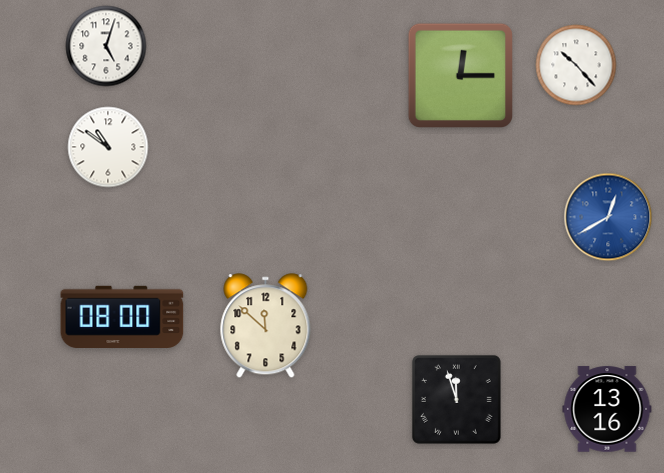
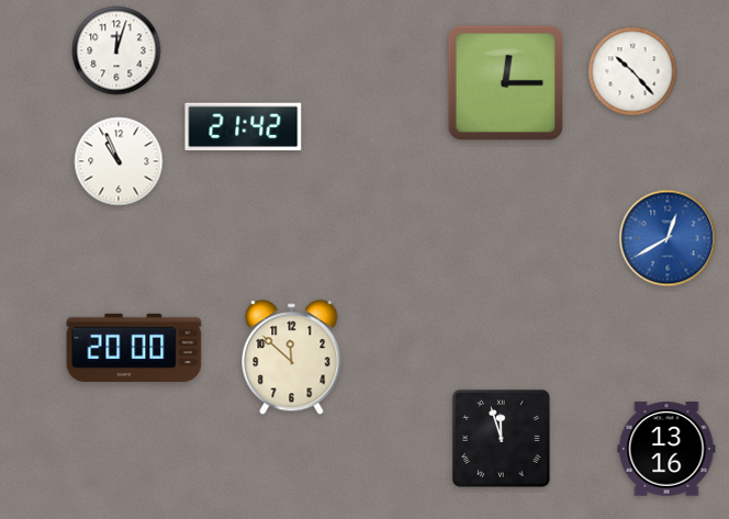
clock at (106, 46): 5:03 -> 12:03
clock at (244, 127): none -> 21:42
clock at (108, 147): 10:51 -> 10:56
clock at (122, 316): 08:00 -> 20:00
